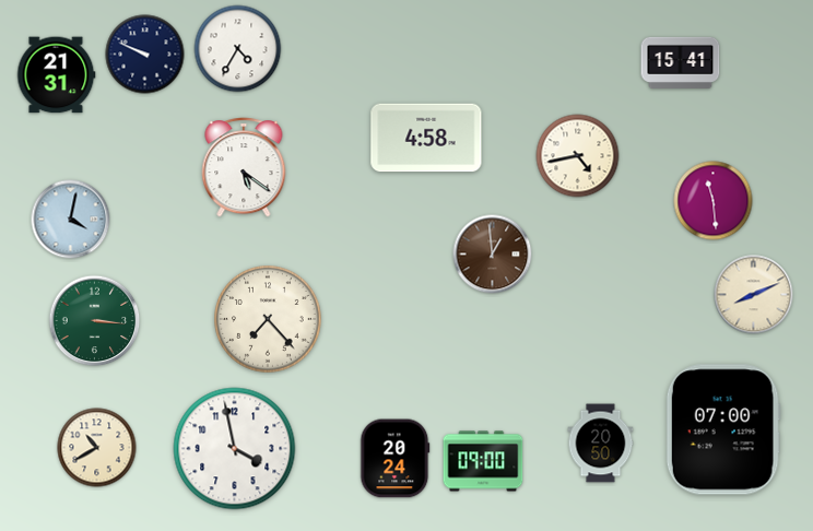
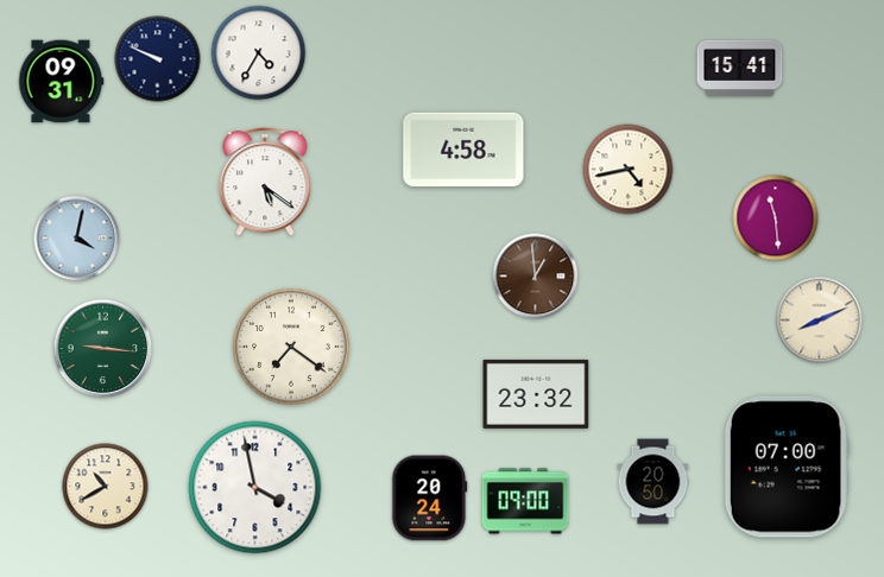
clock at (56, 75): 21:31 -> 09:31
clock at (268, 319): 7:23 -> 7:21
clock at (95, 321): 3:16 -> 9:16
clock at (536, 394): none -> 23:32
